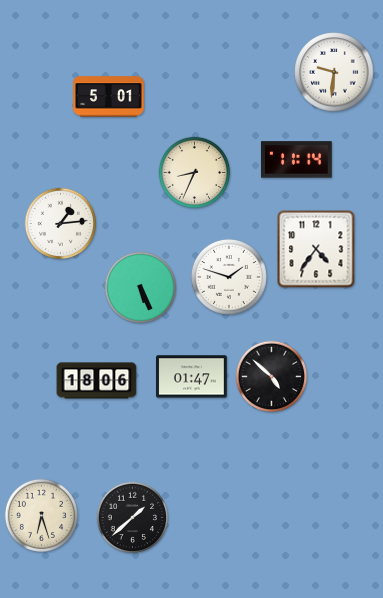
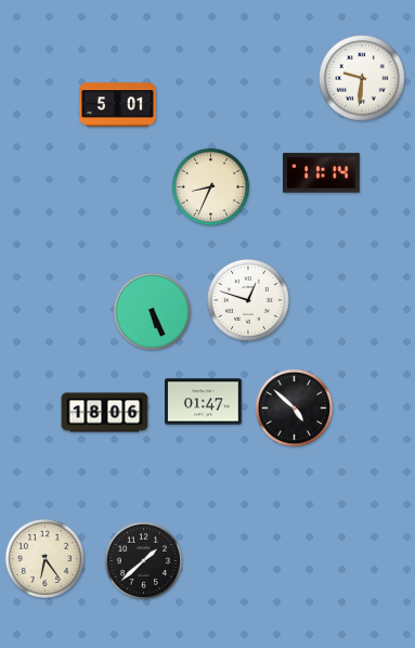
clock at (61, 224): 1:14 -> none
clock at (316, 249): 4:36 -> none
clock at (229, 277): 1:48 -> 12:48
clock at (192, 377) position: (192, 377) -> (204, 402)
clock at (41, 515): 6:27 -> 6:24
